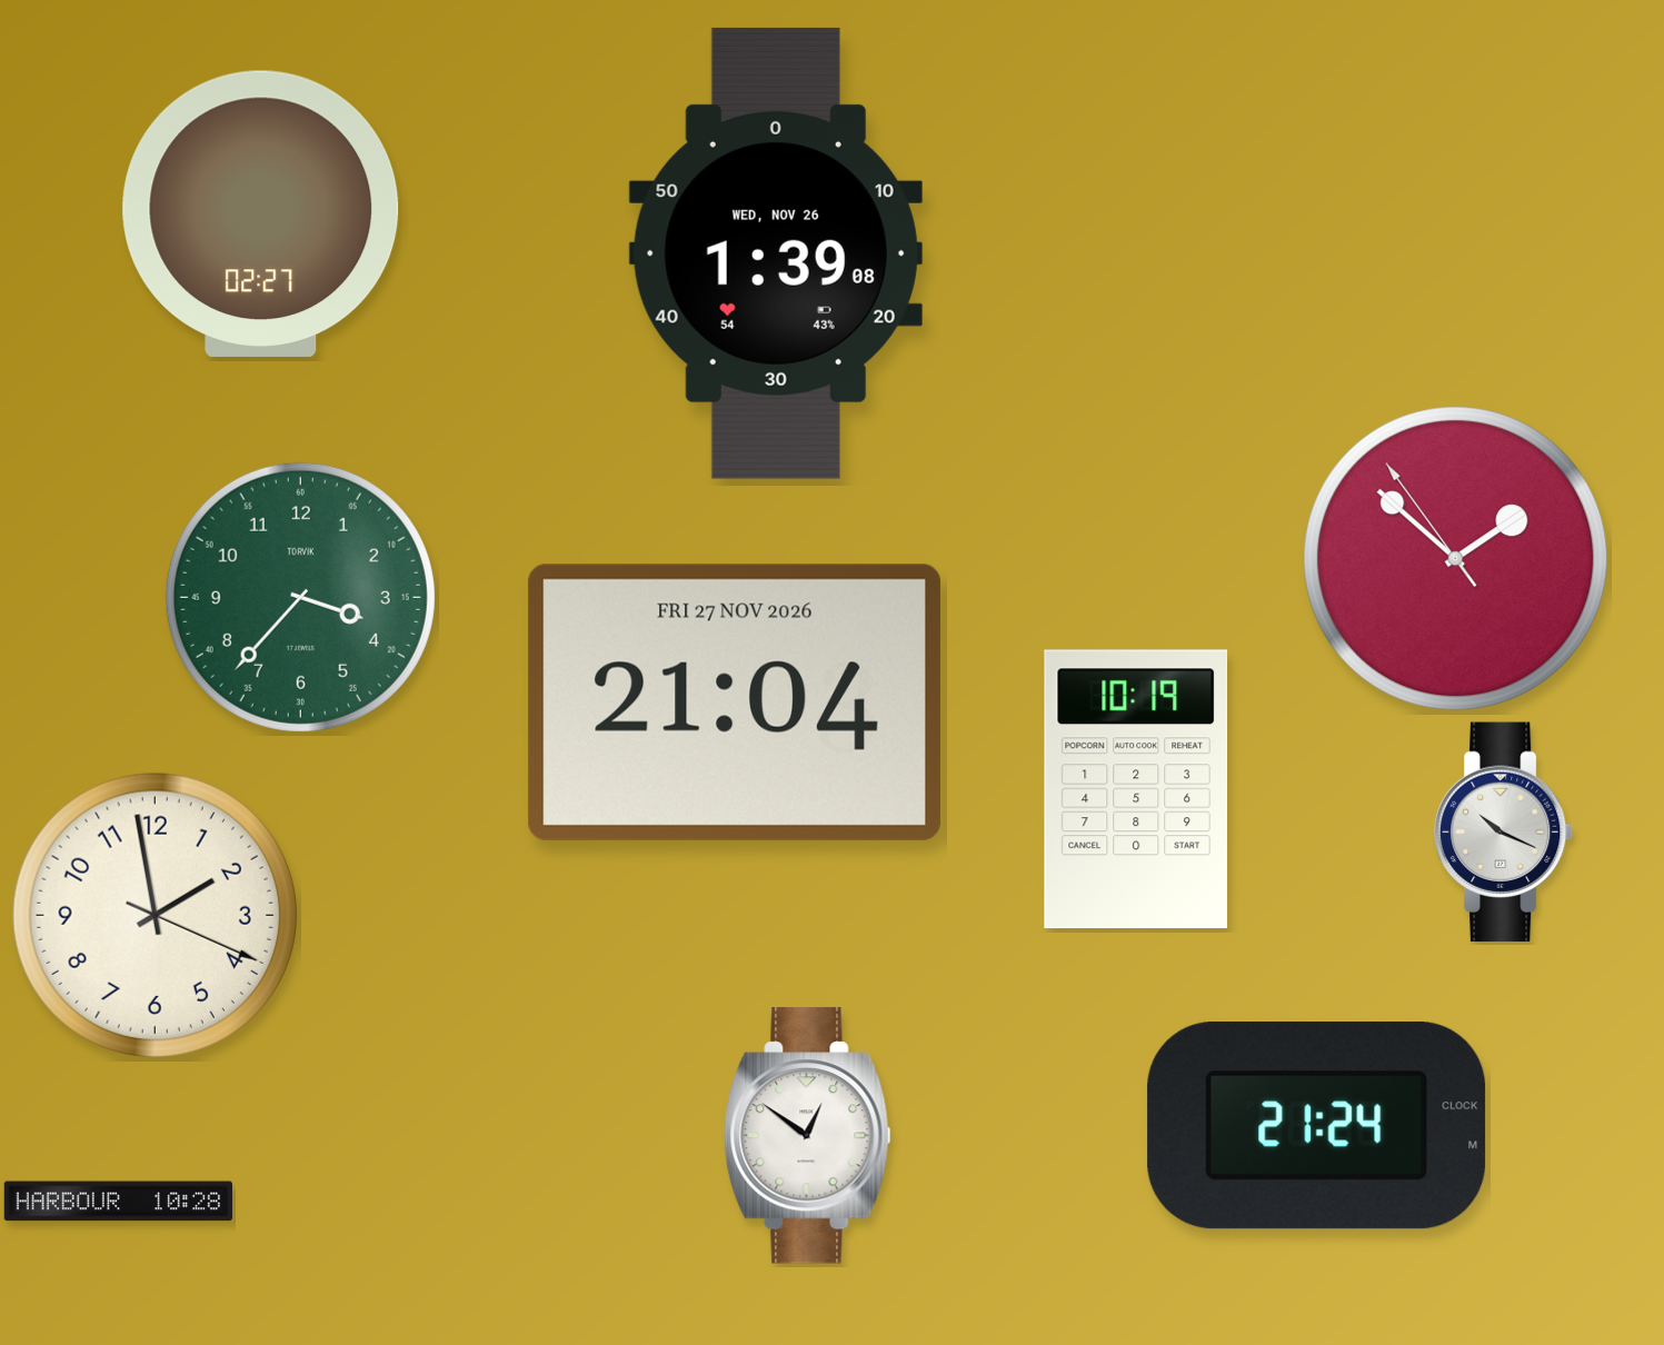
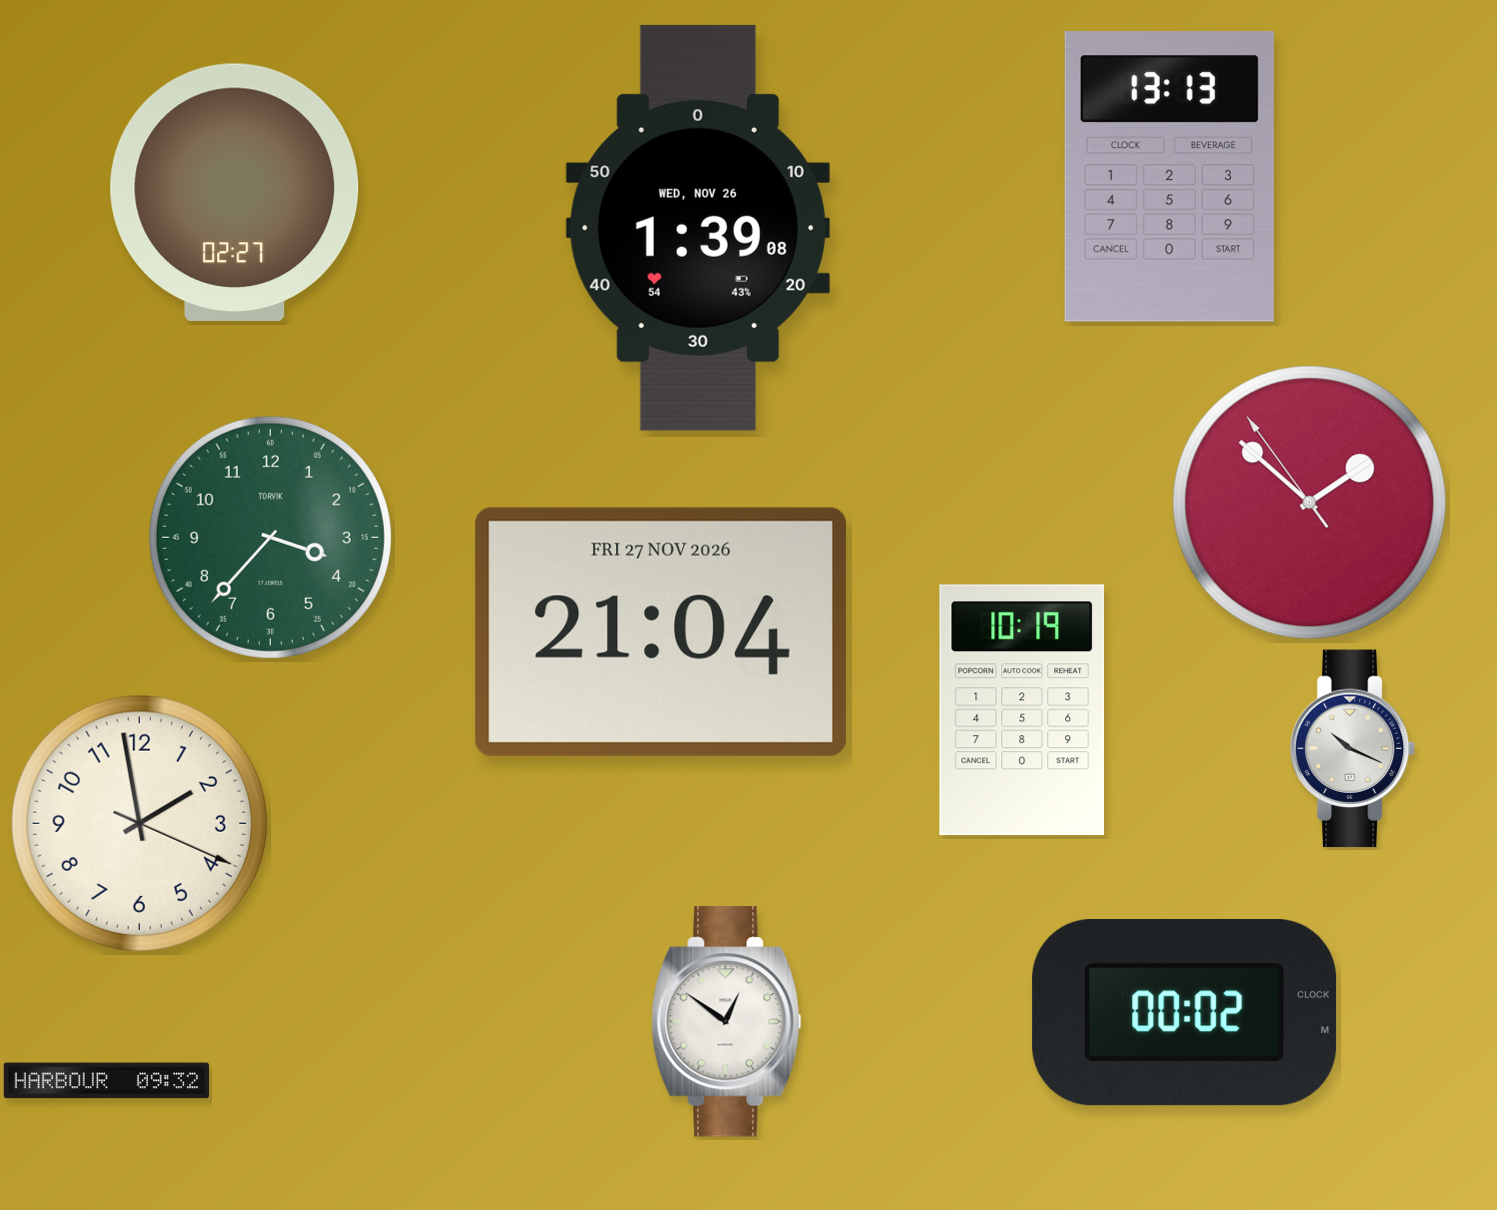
clock at (1169, 177): none -> 13:13
clock at (1317, 1126): 21:24 -> 00:02
clock at (118, 1202): 10:28 -> 09:32
